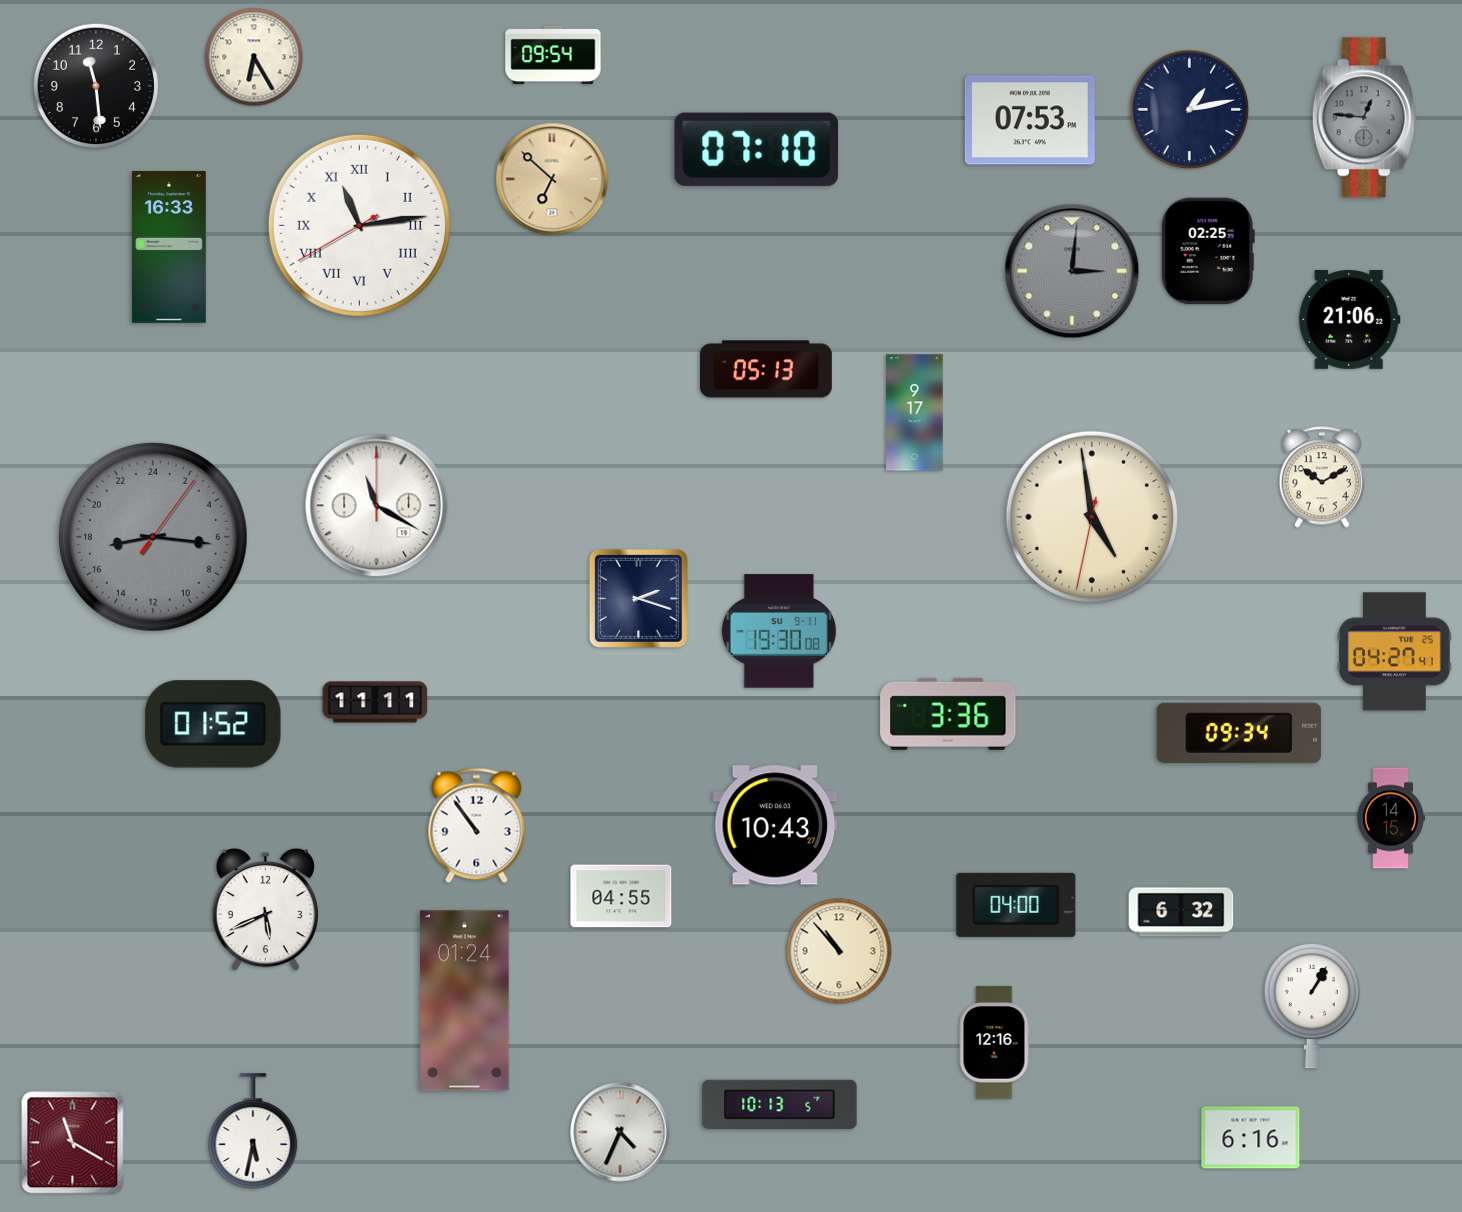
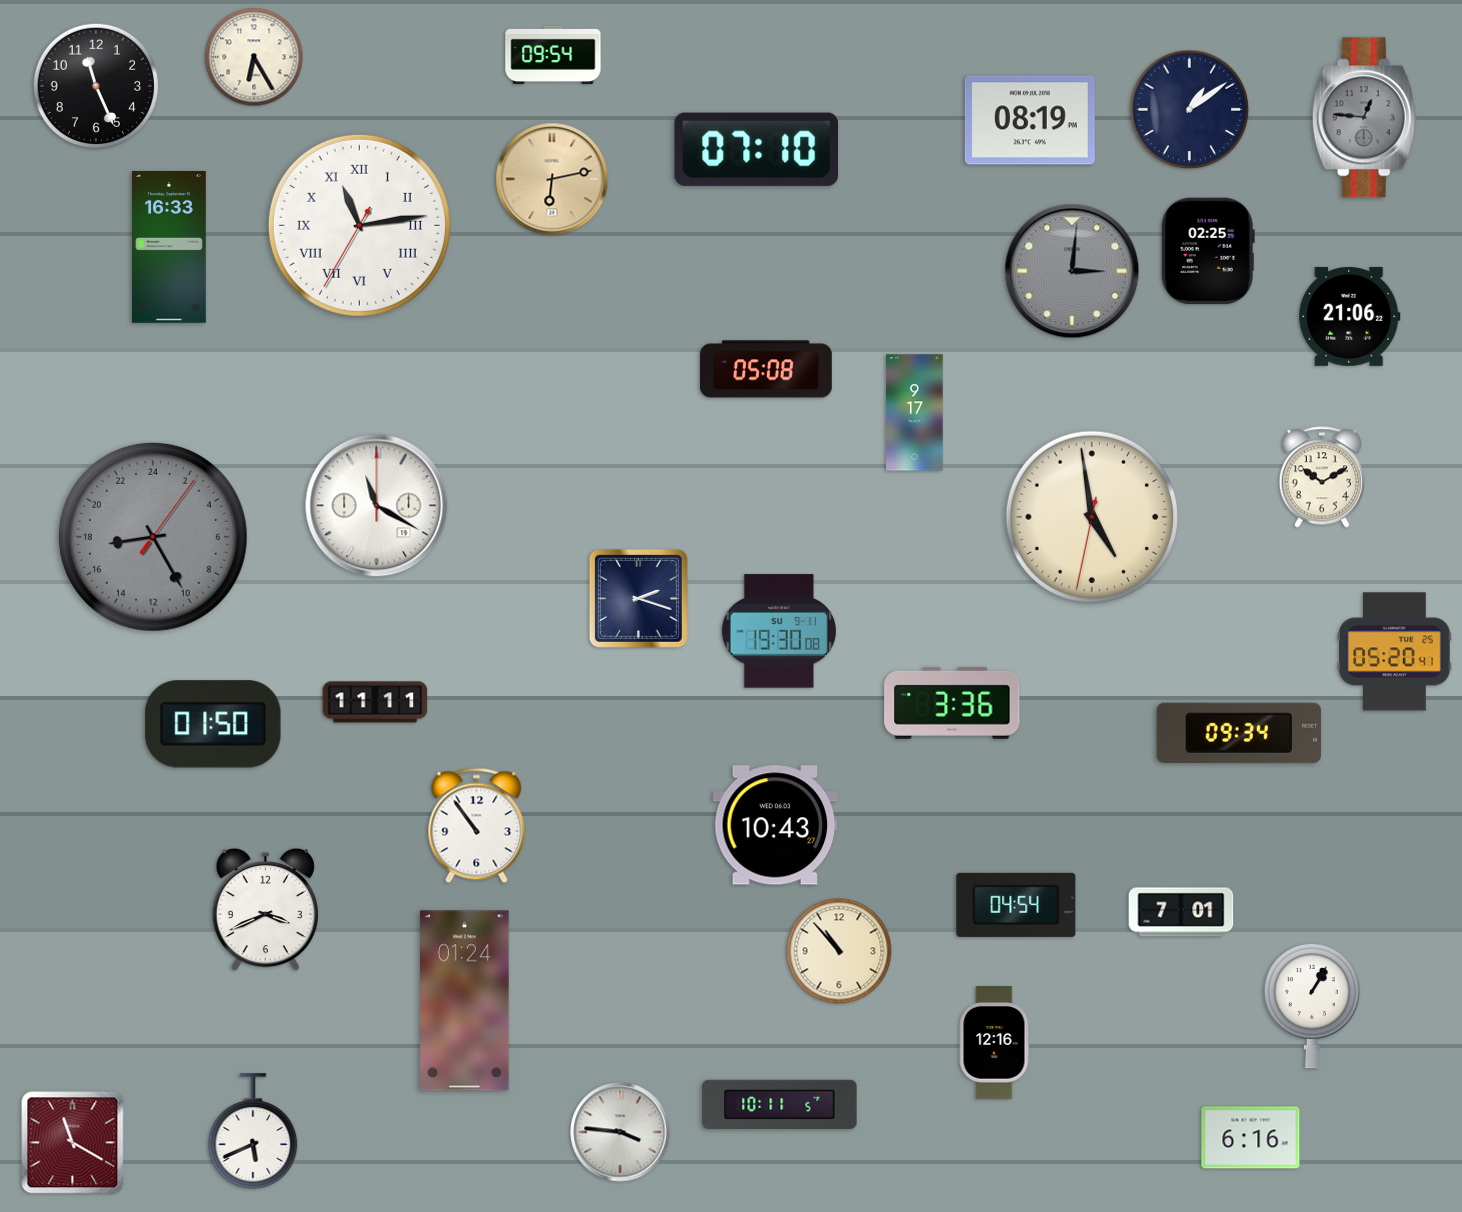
clock at (95, 85): 11:29 -> 11:26
clock at (1190, 110): 1:13 -> 1:09
clock at (1030, 120): 07:53 -> 08:19
clock at (552, 179): 6:52 -> 6:13
clock at (359, 225): 11:13:40 -> 11:13:35
clock at (1350, 319) position: (1350, 319) -> (1350, 316)
clock at (767, 369): 05:13 -> 05:08
clock at (153, 537): 17:16 -> 17:25
clock at (1395, 652): 04:27 -> 05:20
clock at (948, 714) position: (948, 714) -> (952, 703)
clock at (213, 724): 01:52 -> 01:50
clock at (1391, 818): 14:15 -> none
clock at (621, 896): 04:55 -> none
clock at (1016, 905): 04:00 -> 04:54
clock at (265, 910): 5:41 -> 3:41
clock at (1181, 912): 6:32 -> 7:01
clock at (780, 1104): 10:13 -> 10:11
clock at (253, 1131): 5:32 -> 5:41
clock at (620, 1132): 4:34 -> 3:46
